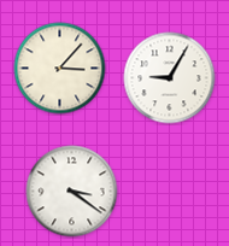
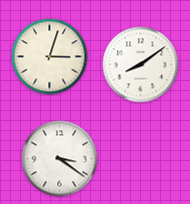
clock at (60, 69): 3:07 -> 3:03
clock at (170, 78): 9:05 -> 8:09
